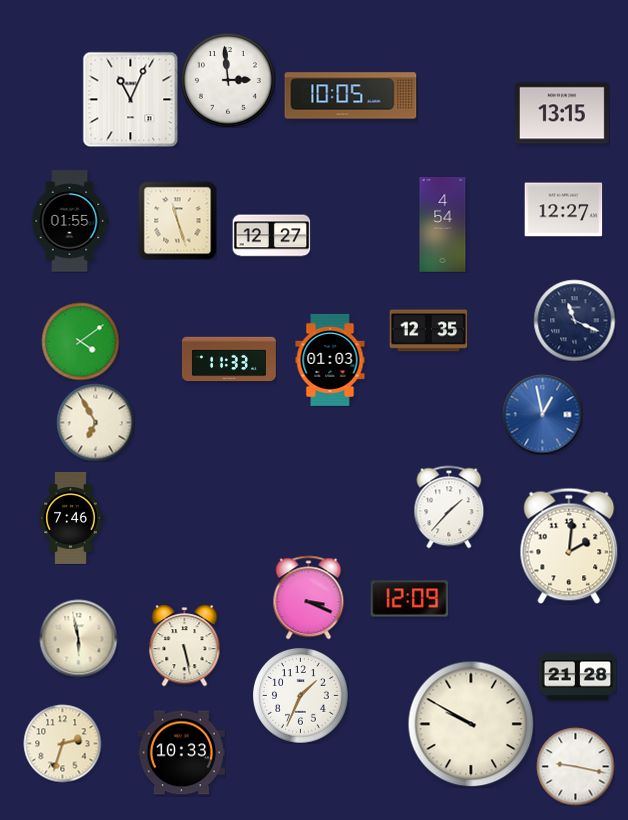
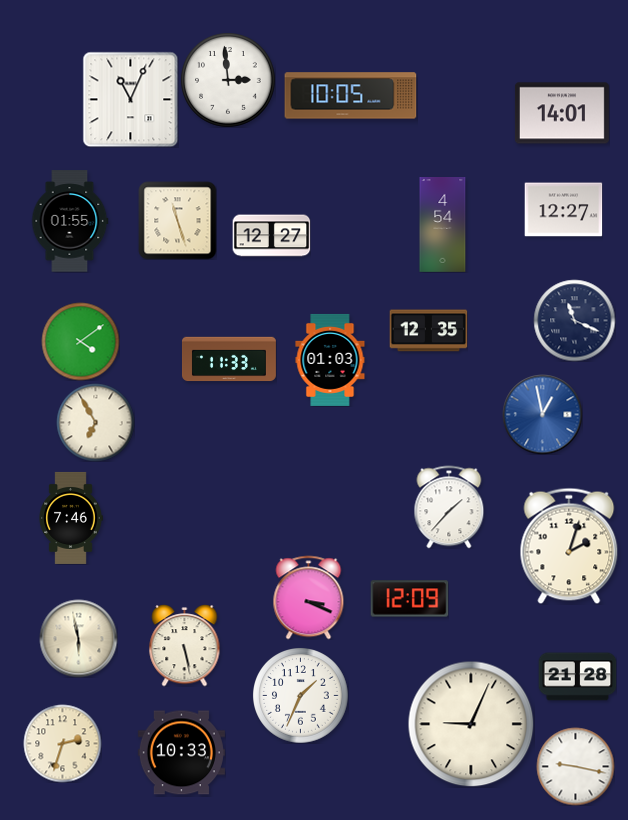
clock at (562, 113): 13:15 -> 14:01
clock at (569, 546): 2:01 -> 2:03
clock at (471, 724): 9:50 -> 9:04
